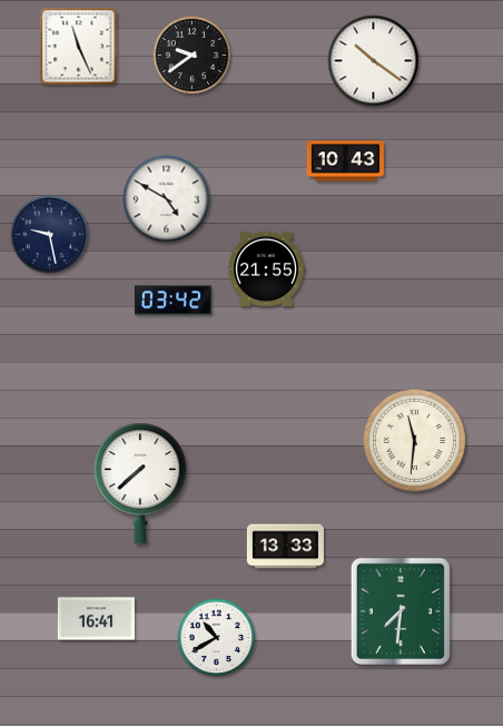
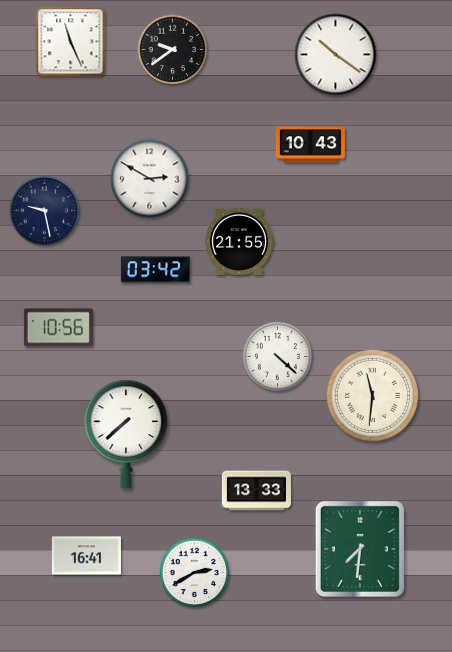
clock at (167, 199): 4:50 -> 2:50
clock at (58, 328): none -> 10:56
clock at (278, 357): none -> 4:22
clock at (217, 638): 10:40 -> 2:40
